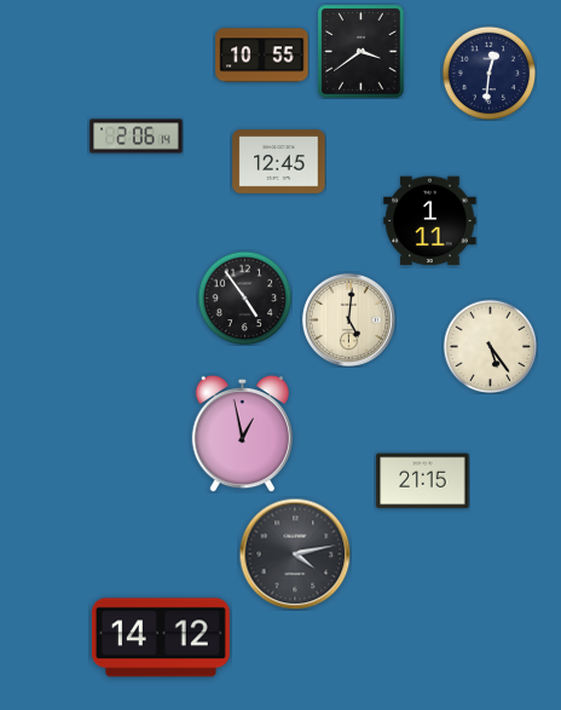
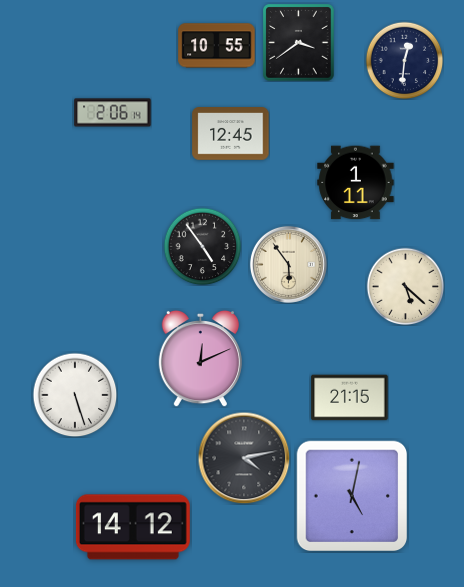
clock at (348, 319): 5:01 -> 5:54
clock at (490, 346): 5:24 -> 5:22
clock at (242, 433): 12:58 -> 12:11
clock at (75, 395): none -> 5:27
clock at (352, 496): none -> 5:02
